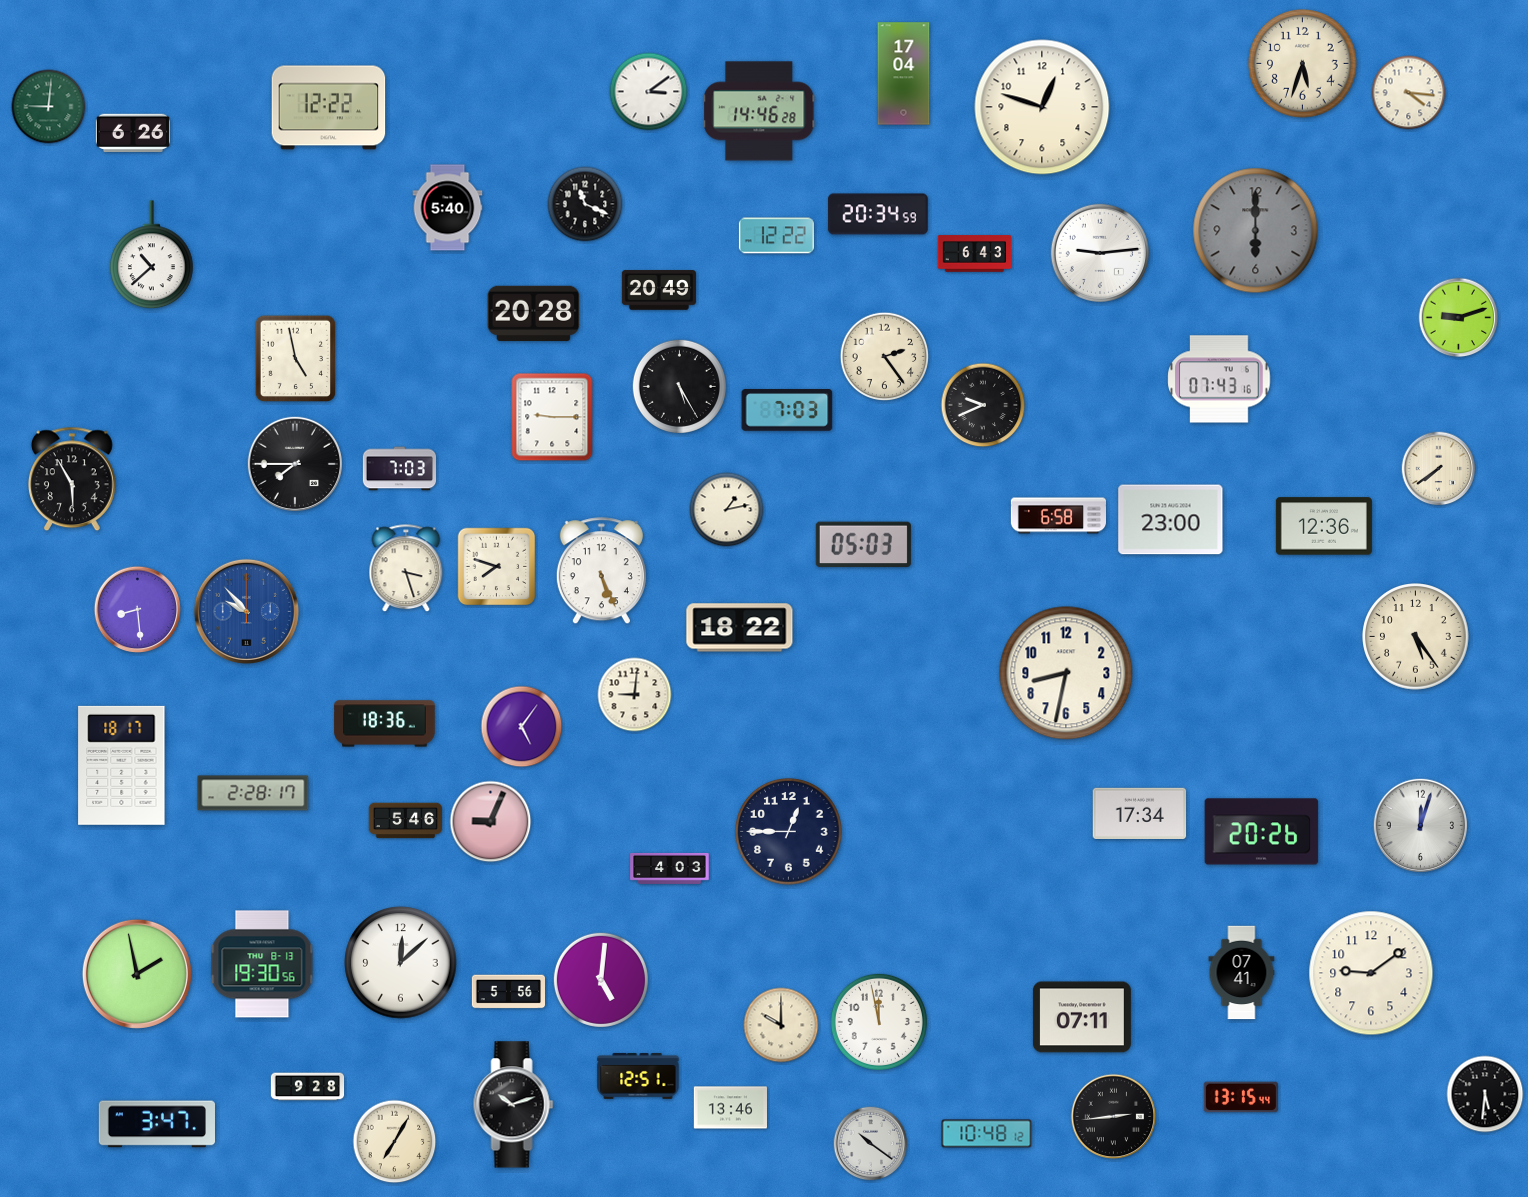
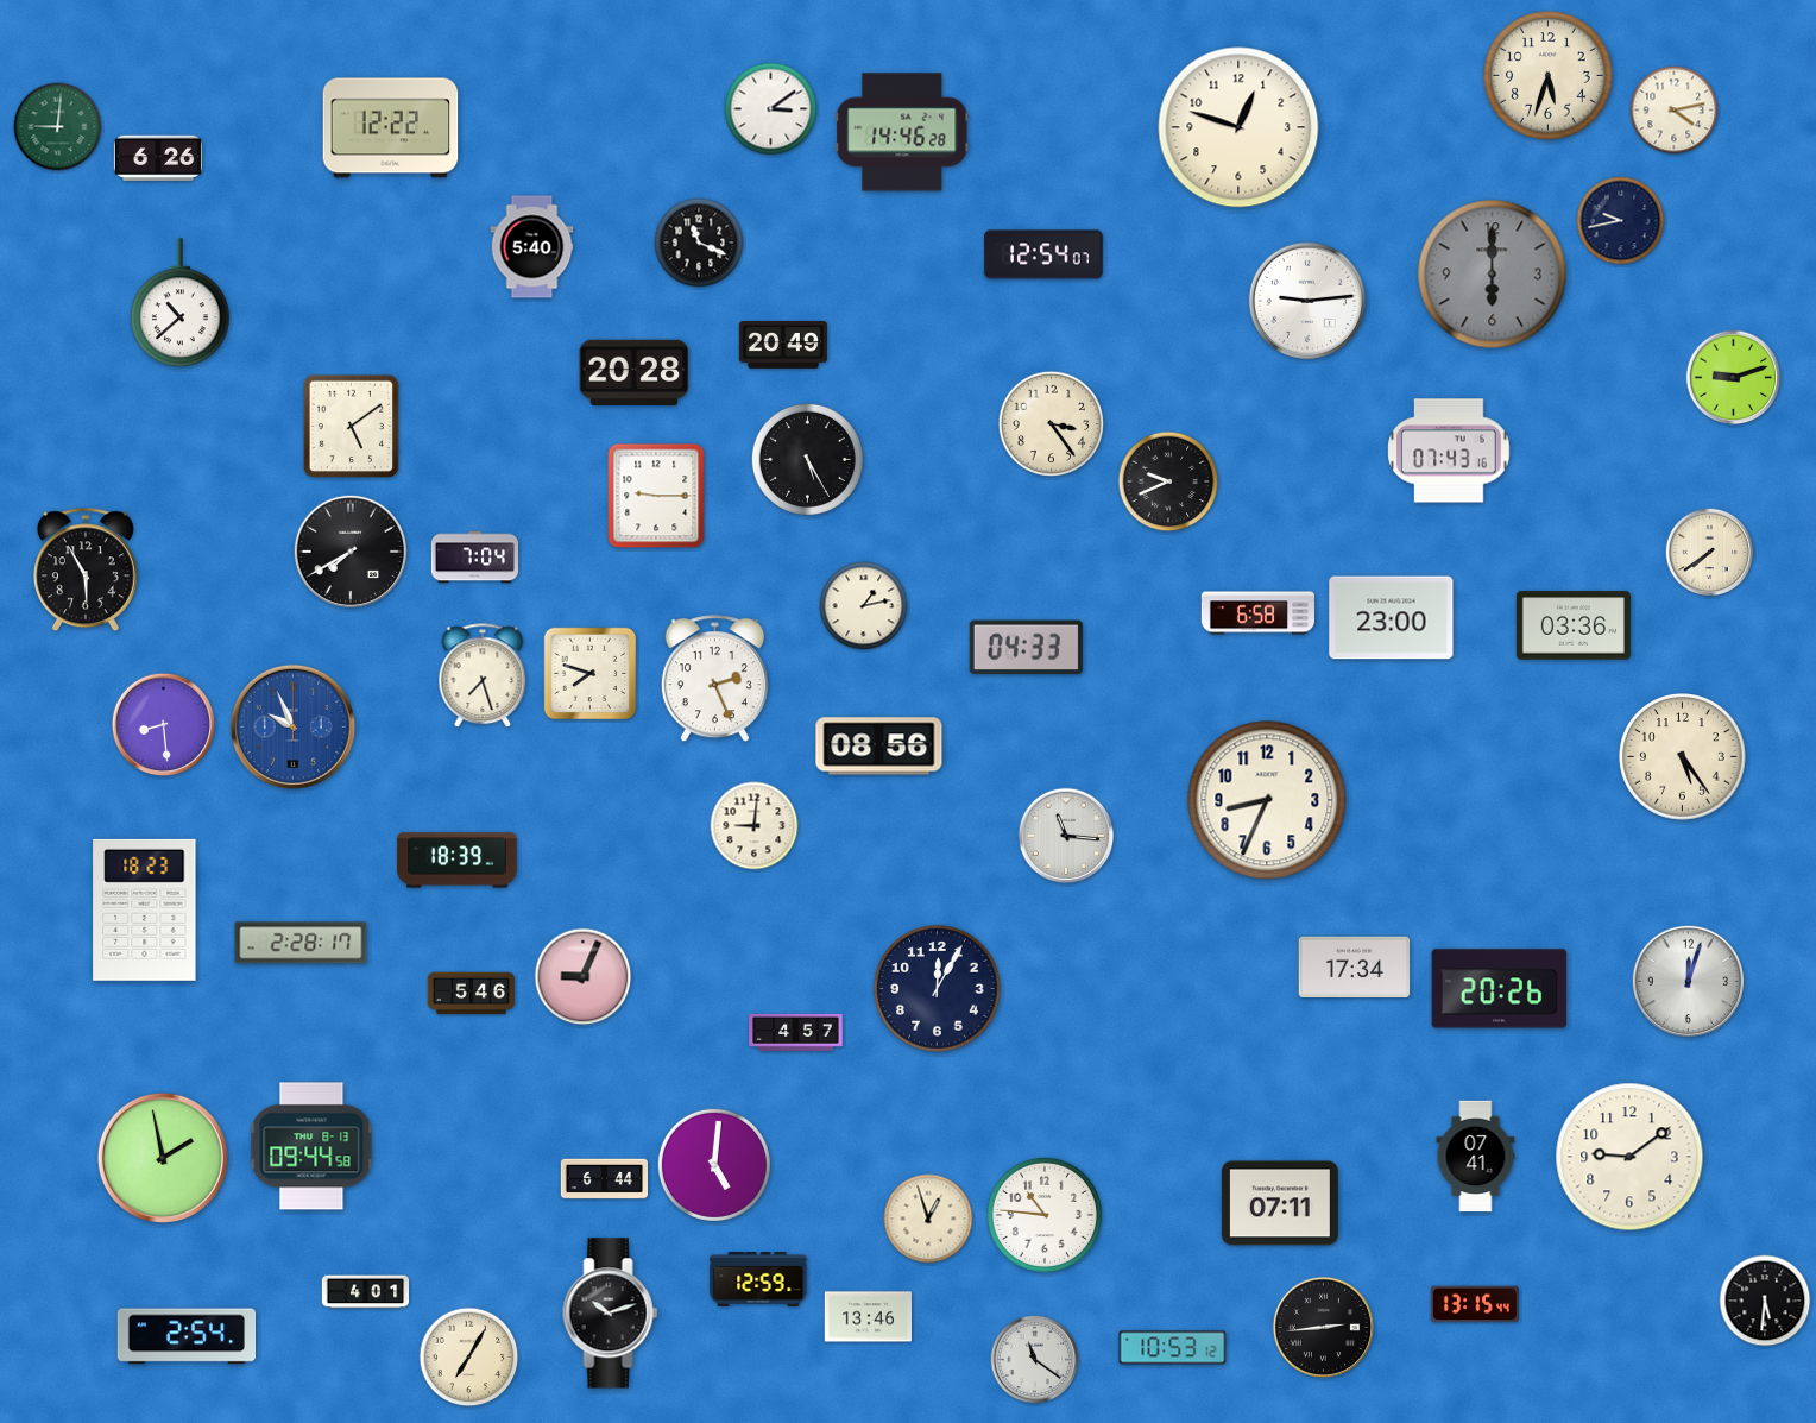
clock at (904, 74): 17:04 -> none
clock at (1409, 93): 4:16 -> 4:13
clock at (1621, 221): none -> 9:43
clock at (585, 204) position: (585, 204) -> (699, 243)
clock at (878, 214): 20:34 -> 12:54
clock at (776, 236): 12:22 -> none
clock at (975, 254): 6:43 -> none
clock at (885, 357): 2:24 -> 3:24
clock at (296, 359): 4:58 -> 5:09
clock at (787, 410): 7:03 -> none
clock at (294, 463): 7:45 -> 7:40
clock at (400, 469): 7:03 -> 7:04
clock at (1439, 469) position: (1439, 469) -> (1710, 553)
clock at (1324, 526): 12:36 -> 03:36
clock at (863, 545): 05:03 -> 04:33
clock at (406, 569): 3:27 -> 7:27
clock at (601, 571): 5:26 -> 2:26
clock at (246, 611): 9:53 -> 9:56
clock at (740, 628): 18:22 -> 08:56
clock at (1066, 673): 8:32 -> 8:34
clock at (1066, 836): none -> 11:16
clock at (385, 724): 18:36 -> 18:39
clock at (522, 727): 5:06 -> none
clock at (122, 765): 18:17 -> 18:23
clock at (405, 821) position: (405, 821) -> (471, 994)
clock at (789, 832): 12:45 -> 12:05
clock at (670, 868): 4:03 -> 4:57
clock at (401, 963): 12:08 -> none
clock at (262, 964): 19:30 -> 09:44
clock at (509, 992): 5:56 -> 6:44
clock at (1082, 1017) position: (1082, 1017) -> (1280, 1203)
clock at (879, 1022): 11:58 -> 10:46
clock at (781, 1025): 10:00 -> 12:57
clock at (638, 1077): 12:51 -> 12:59
clock at (308, 1087): 9:28 -> 4:01
clock at (156, 1124): 3:47 -> 2:54
clock at (987, 1134): 10:48 -> 10:53
clock at (871, 1144): 10:21 -> 11:21
